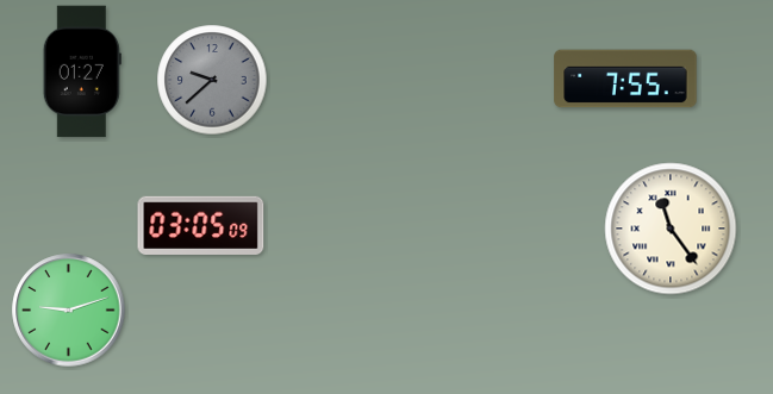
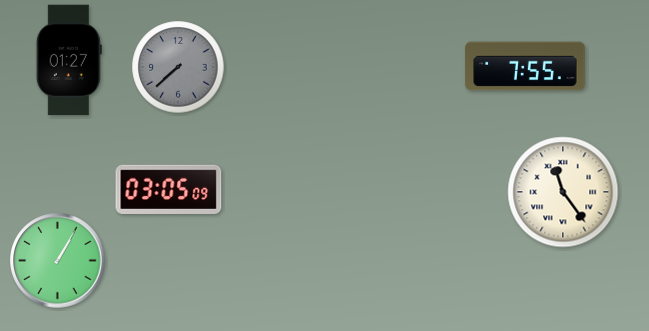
clock at (212, 80): 9:38 -> 7:38
clock at (69, 311): 9:12 -> 1:05
